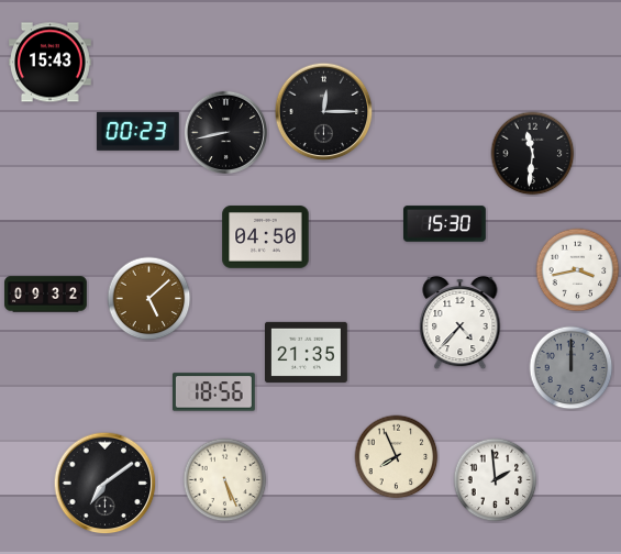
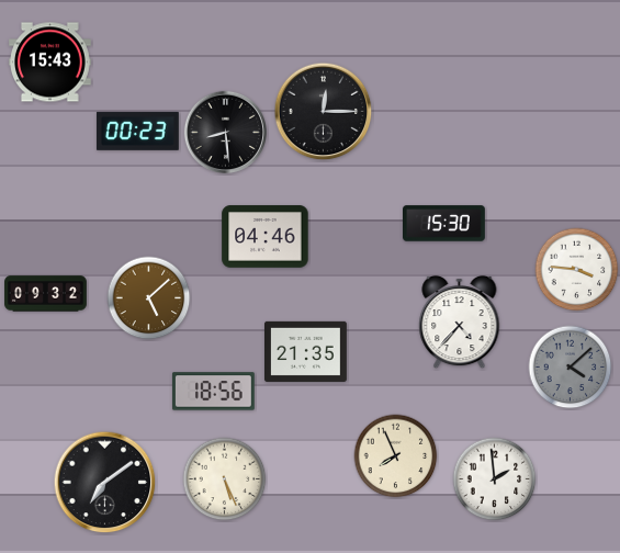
clock at (225, 132): 8:43 -> 8:29
clock at (533, 154): 11:31 -> none
clock at (266, 237): 04:50 -> 04:46
clock at (578, 270): 3:43 -> 3:46
clock at (572, 368): 12:00 -> 4:08
